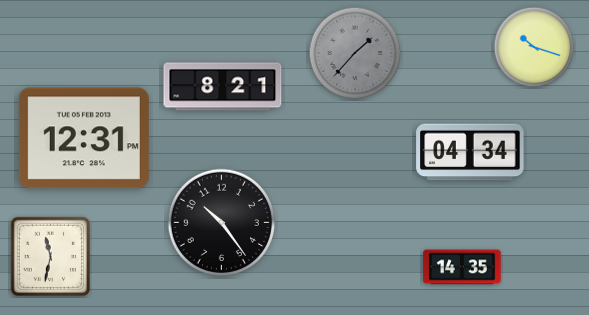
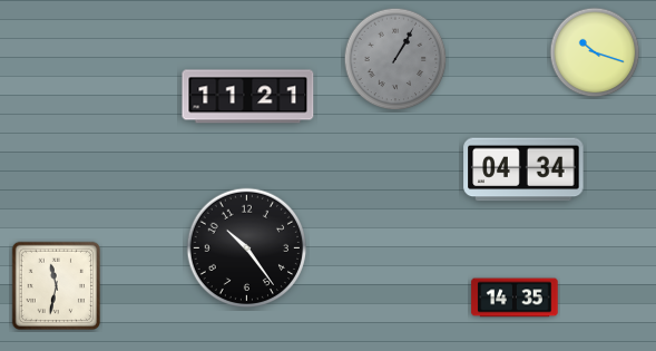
clock at (355, 53): 1:37 -> 1:05
clock at (223, 87): 8:21 -> 11:21
clock at (84, 138): 12:31 -> none
